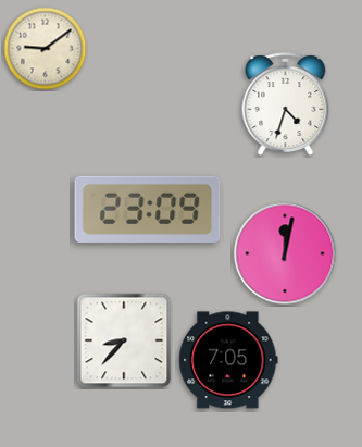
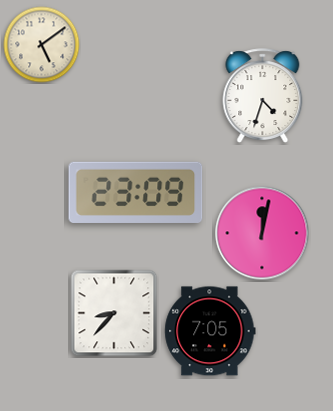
clock at (46, 49): 9:09 -> 5:09
